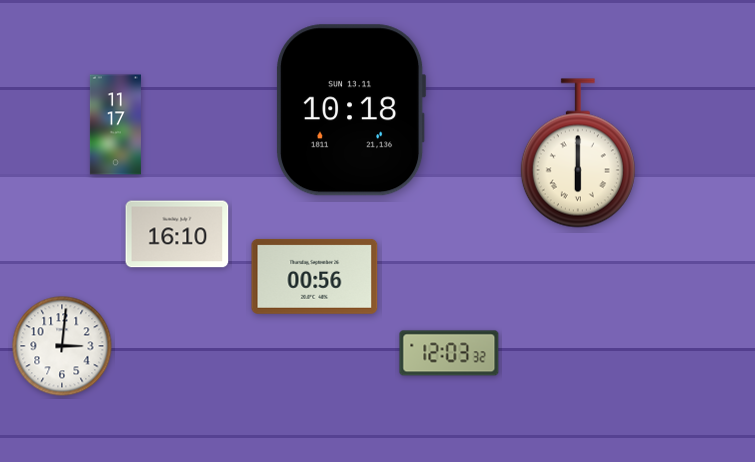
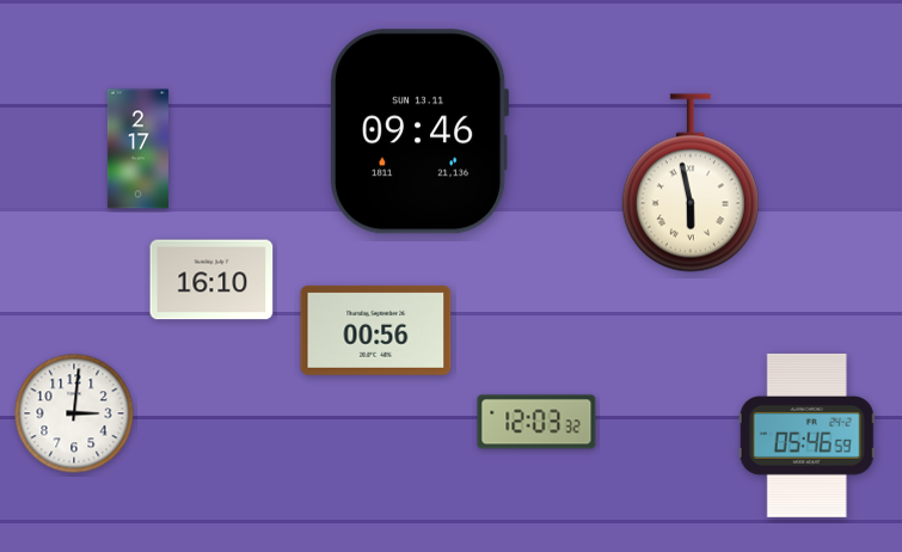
clock at (351, 110): 10:18 -> 09:46
clock at (115, 125): 11:17 -> 2:17
clock at (578, 153): 6:00 -> 5:58
clock at (806, 435): none -> 05:46
